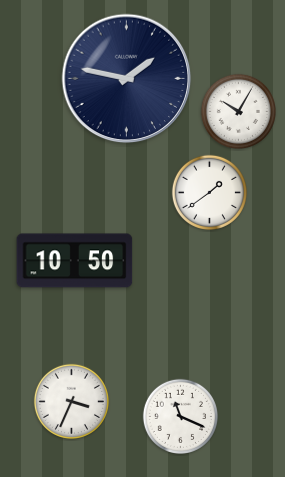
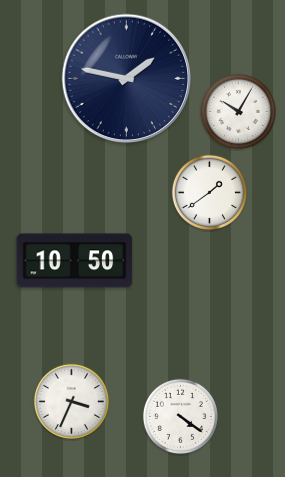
clock at (180, 416): 11:19 -> 4:21
